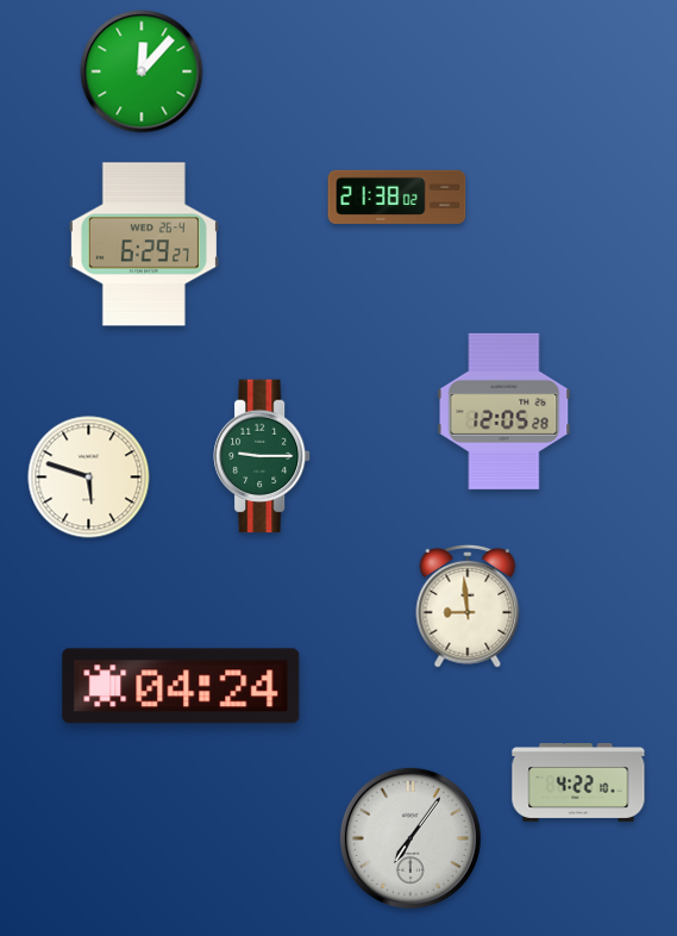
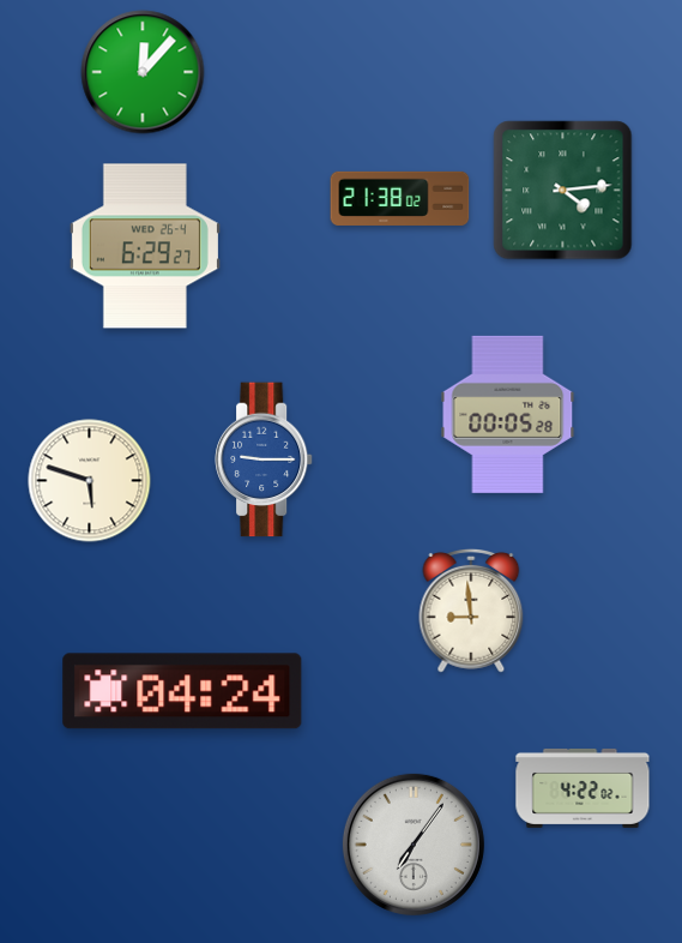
clock at (563, 191): none -> 4:14
clock at (504, 411): 12:05 -> 00:05
clock at (262, 456) dial: green -> blue
clock at (578, 782): 4:22:10 -> 4:22:02
